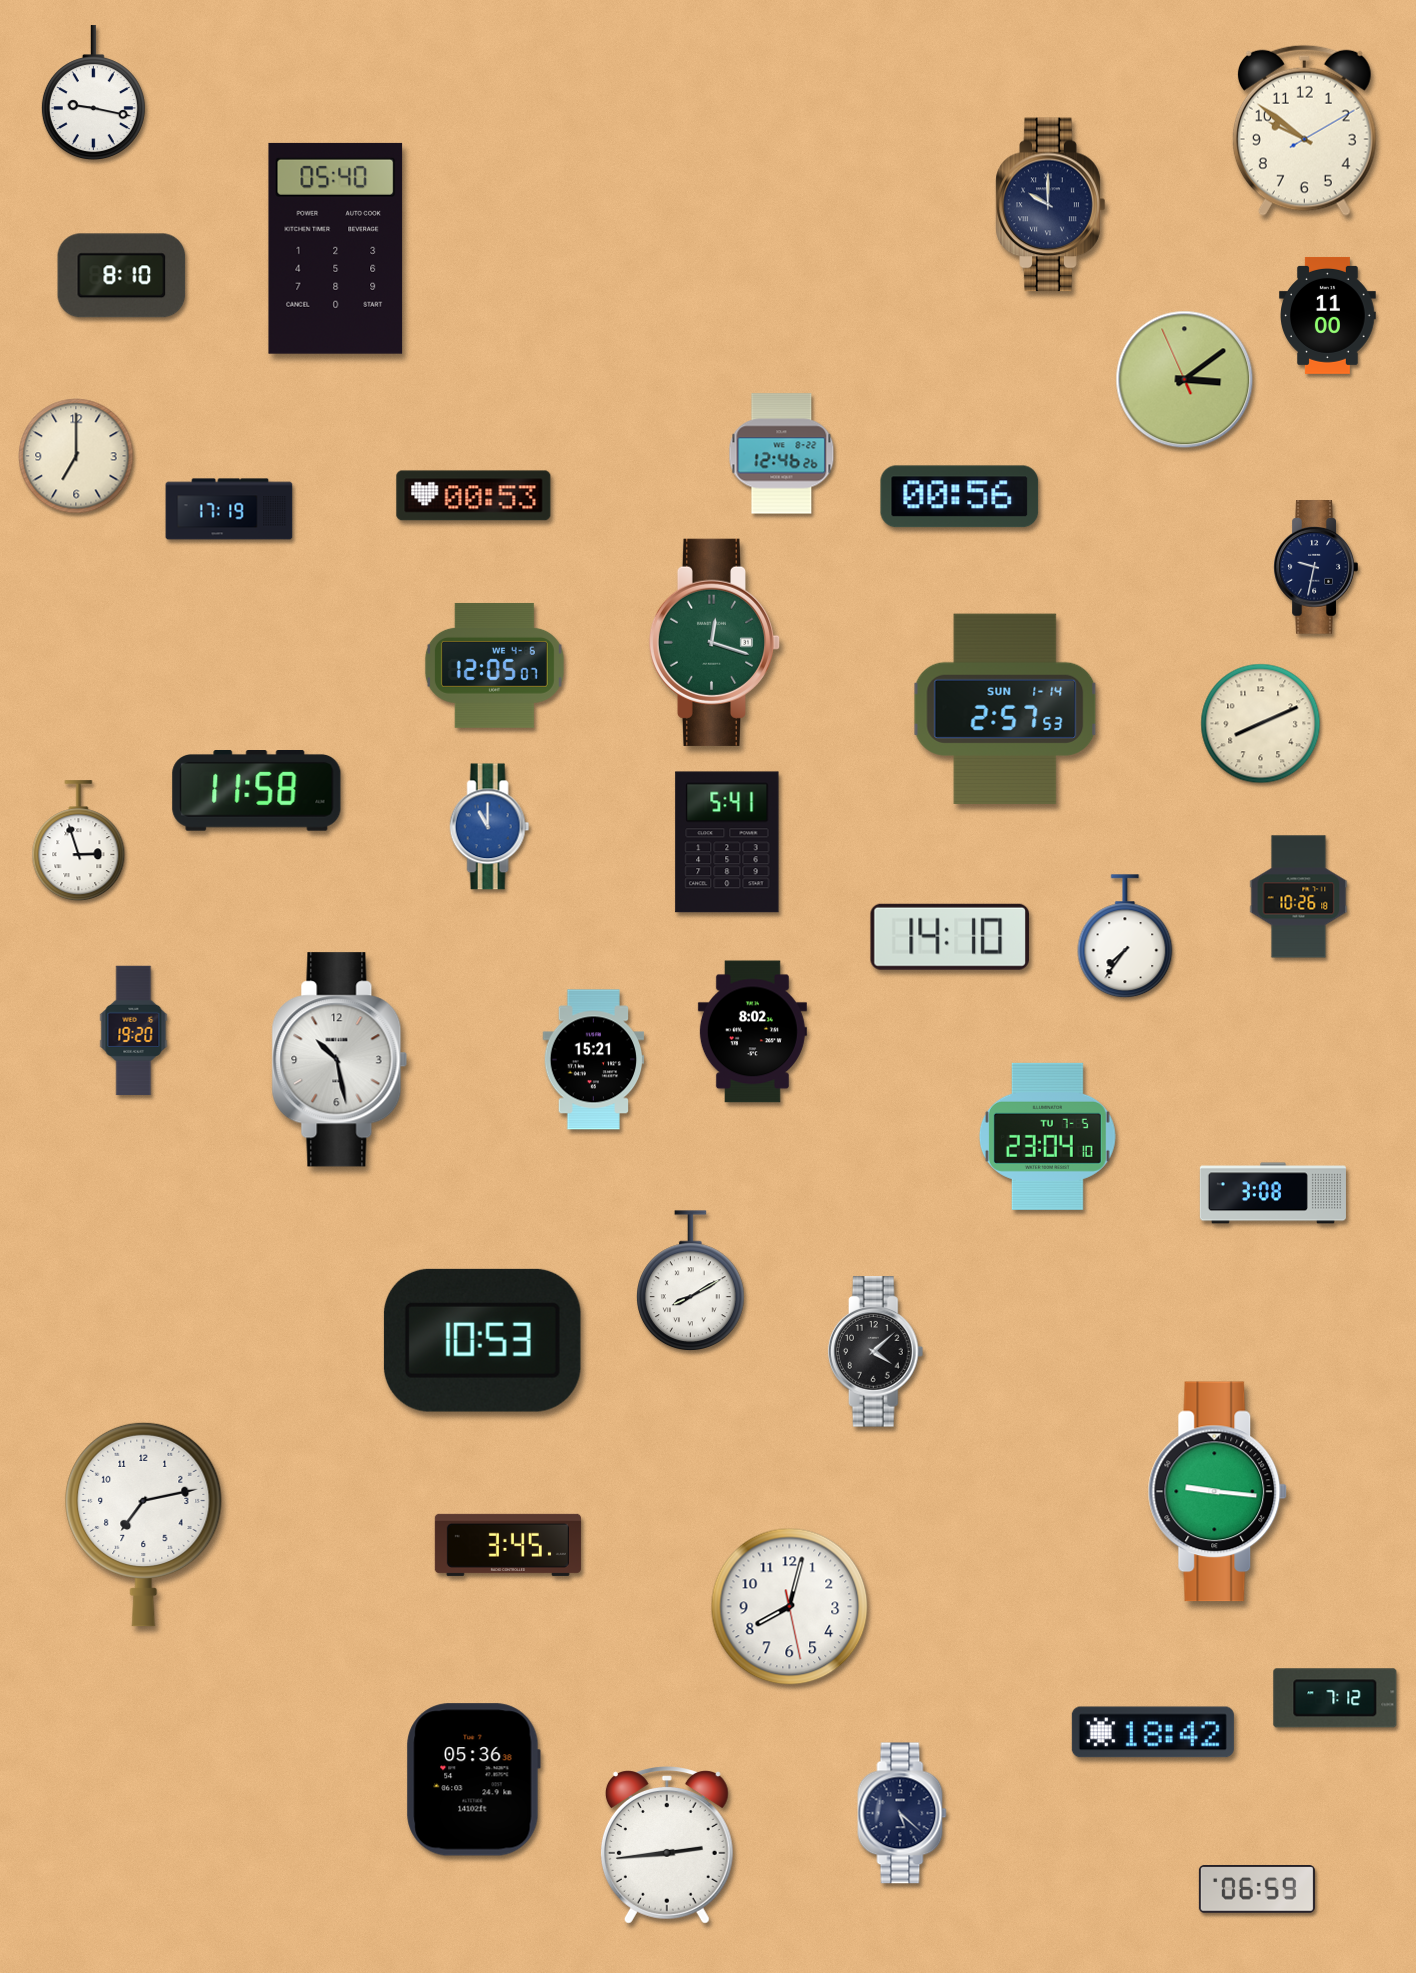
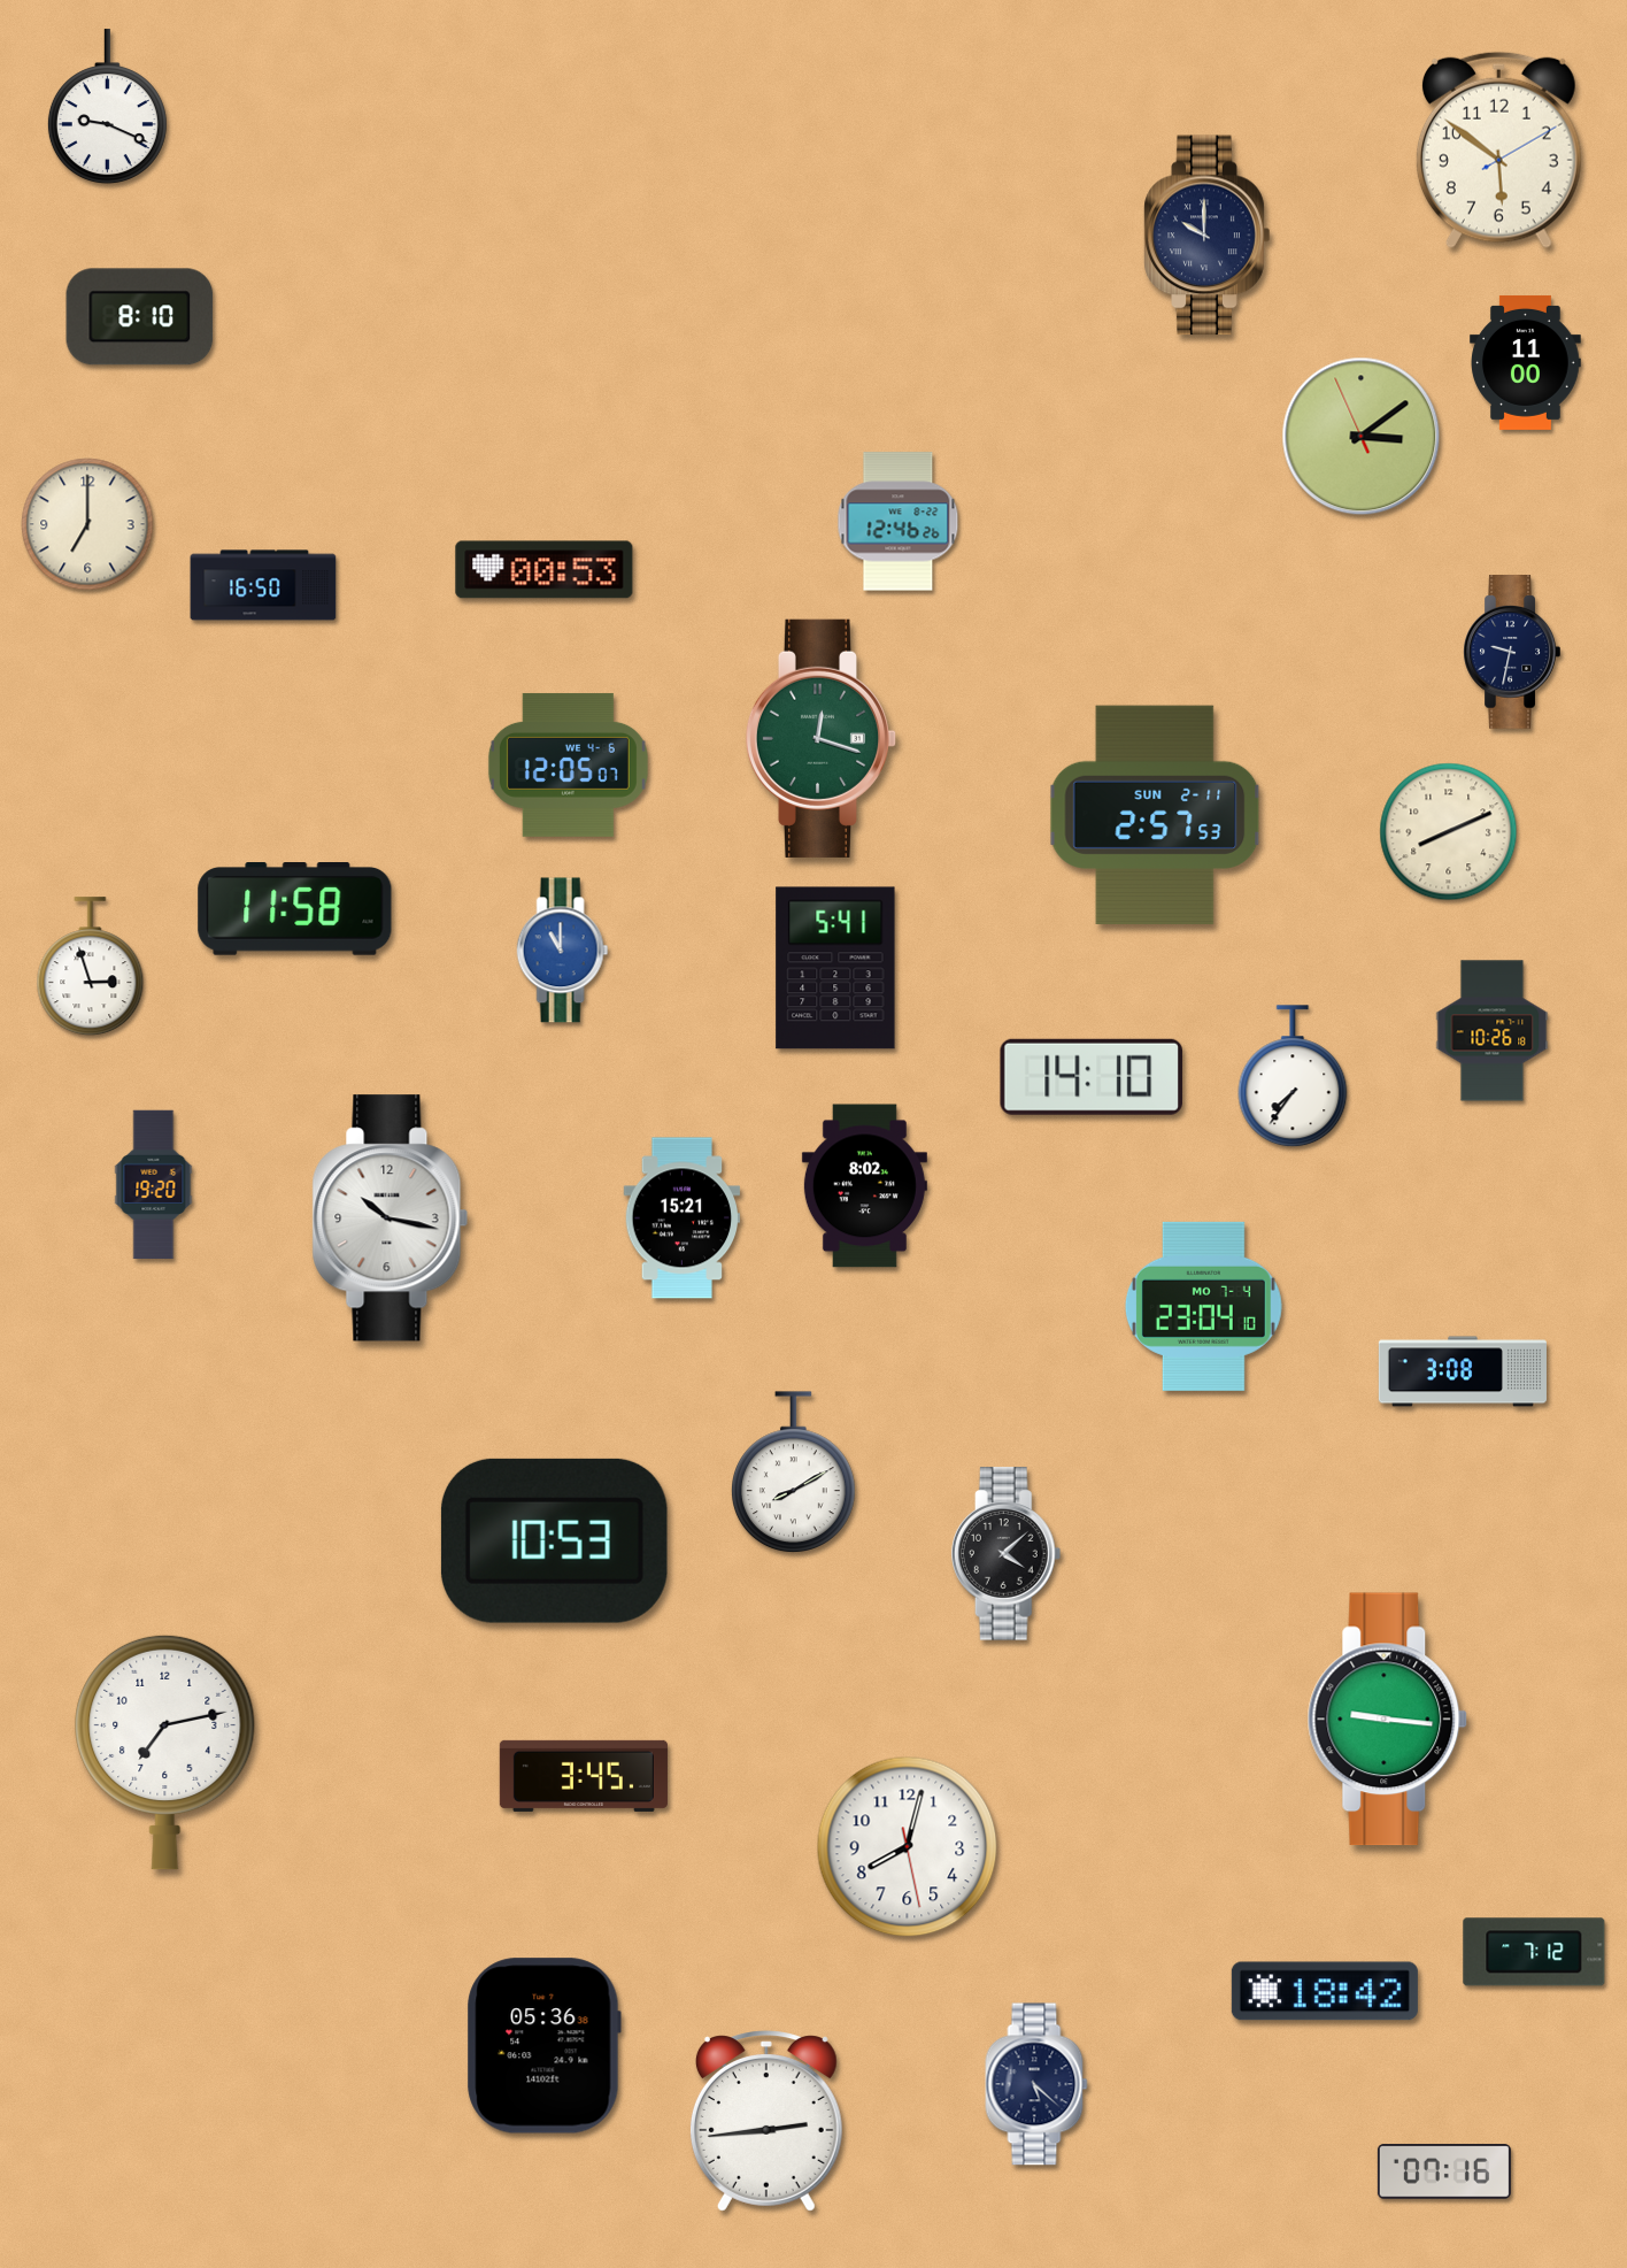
clock at (93, 93): 9:17 -> 9:19
clock at (1304, 130): 9:51 -> 5:51
clock at (336, 248): 05:40 -> none
clock at (960, 497): 00:56 -> none
clock at (229, 509): 17:19 -> 16:50
clock at (1005, 708) date: SUN 1-14 -> SUN 2-11
clock at (340, 1060): 10:28 -> 10:17
clock at (1047, 1136) date: TU 7-5 -> MO 7-4
clock at (1218, 1492) position: (1218, 1492) -> (1388, 1720)
clock at (1257, 1889): 06:59 -> 07:16
